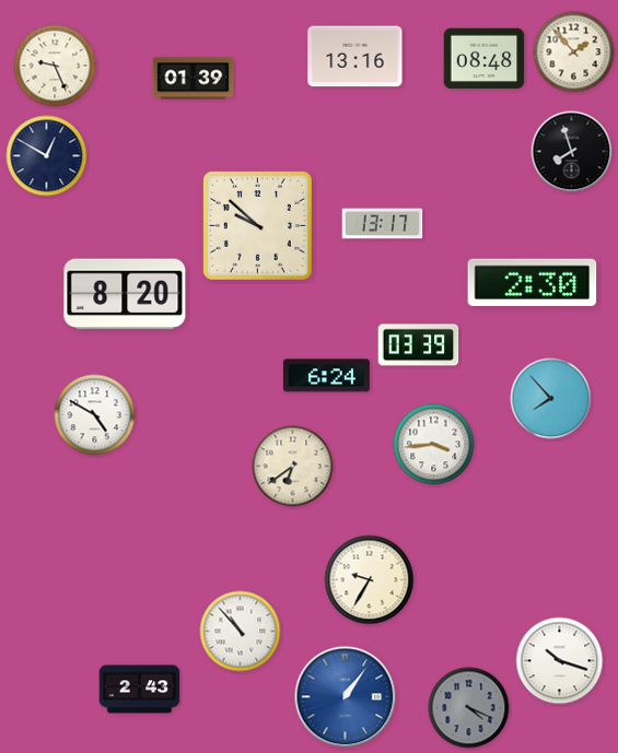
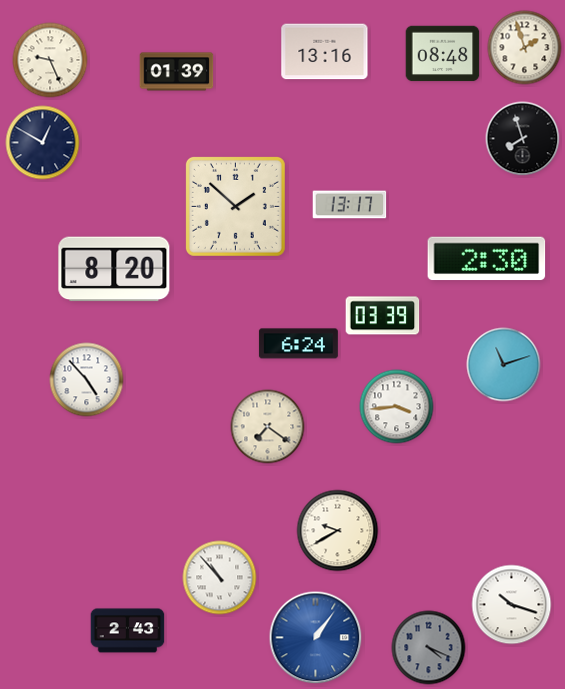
clock at (574, 52): 1:53 -> 1:57
clock at (257, 225): 9:52 -> 1:52
clock at (551, 399): 7:53 -> 11:12
clock at (95, 415): 4:50 -> 4:53
clock at (293, 467): 6:39 -> 7:21
clock at (370, 580): 9:35 -> 9:40
